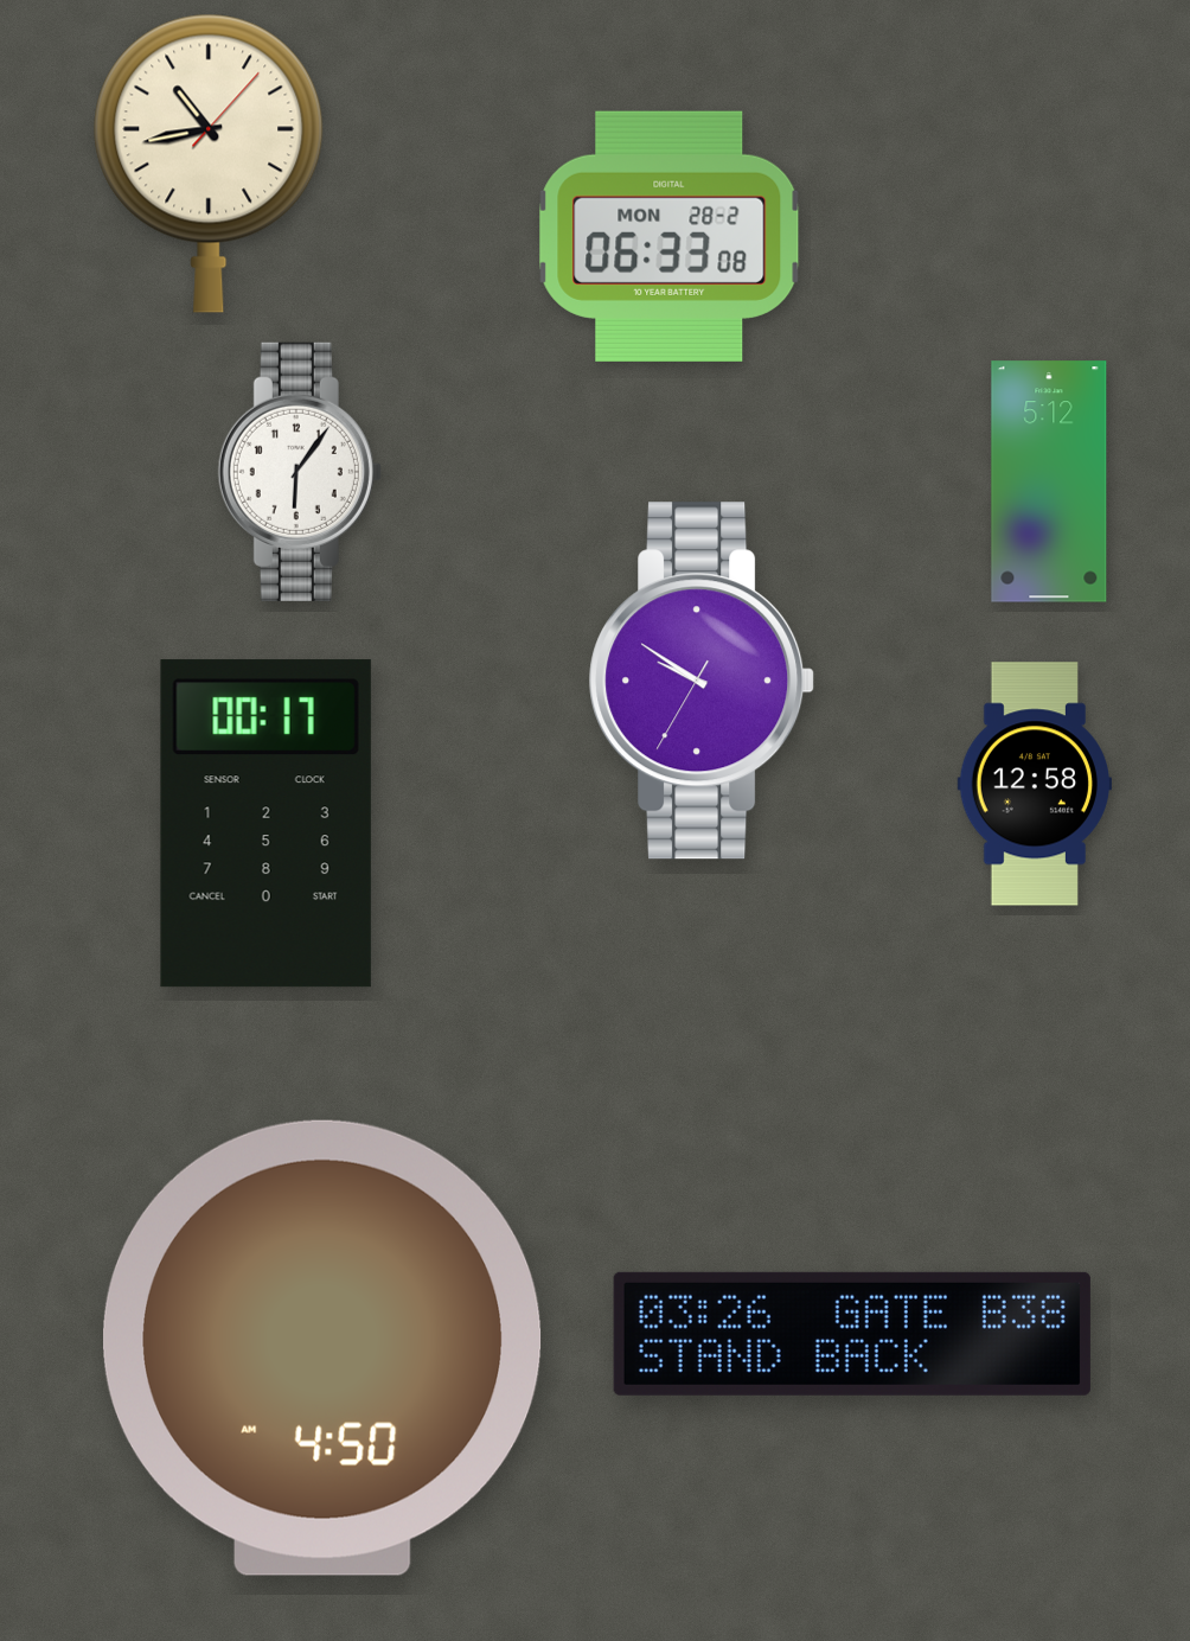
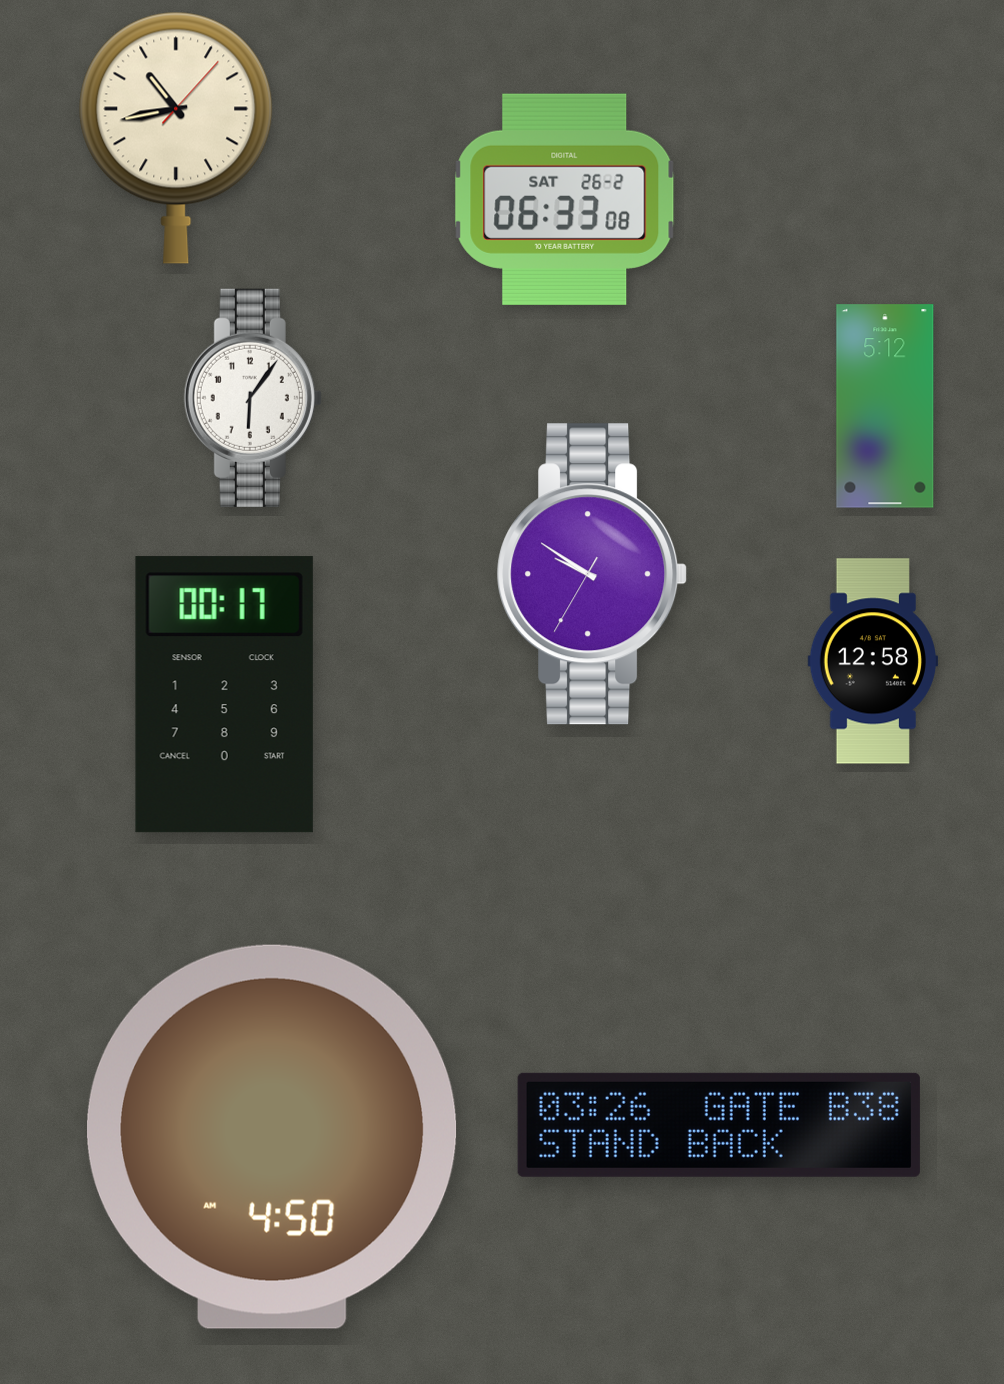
clock at (670, 236) date: MON 28-2 -> SAT 26-2
